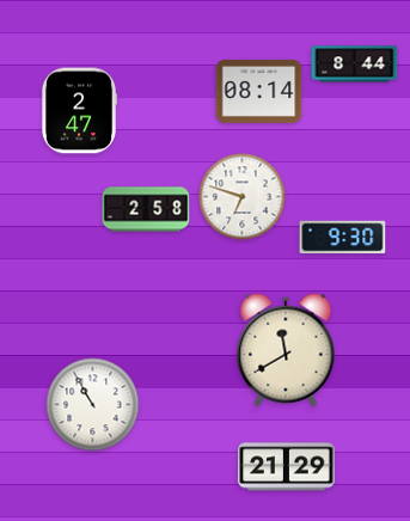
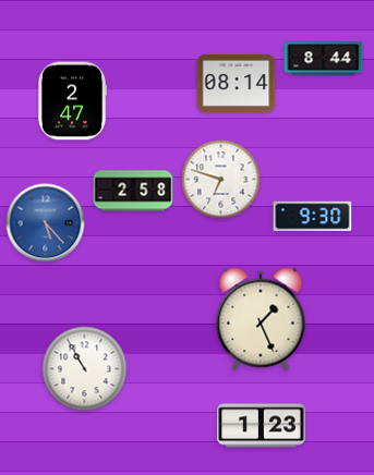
clock at (46, 223): none -> 5:23
clock at (286, 350): 11:40 -> 1:26
clock at (287, 467): 21:29 -> 1:23
